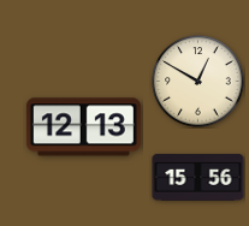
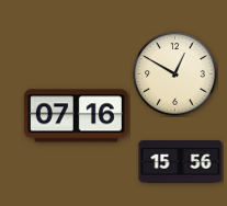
clock at (198, 82) position: (198, 82) -> (175, 75)
clock at (83, 127): 12:13 -> 07:16
